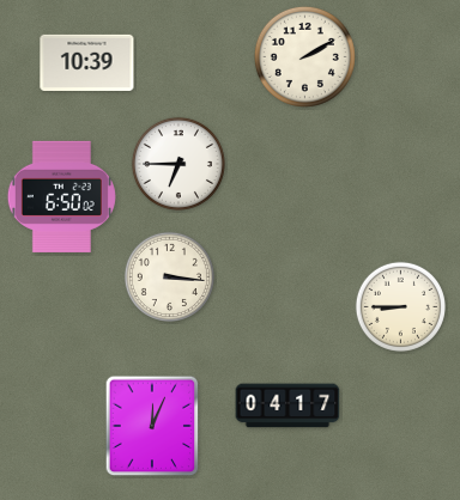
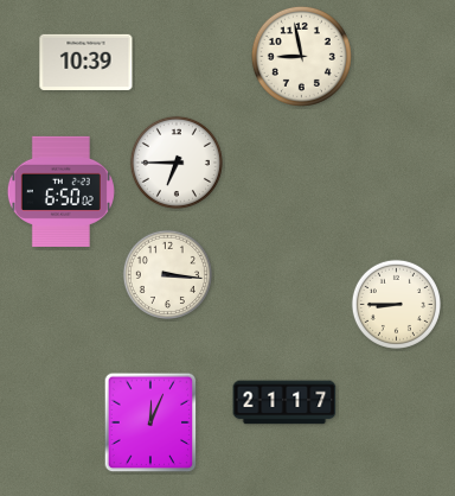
clock at (304, 56): 2:10 -> 8:58
clock at (61, 196) position: (61, 196) -> (60, 191)
clock at (287, 406): 04:17 -> 21:17
